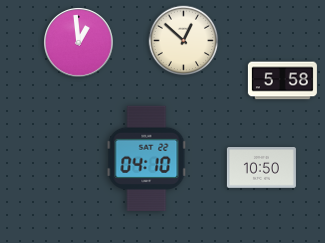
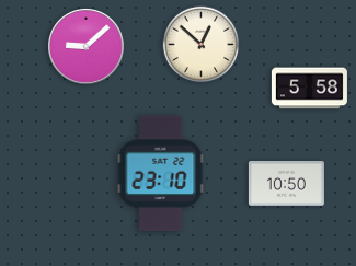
clock at (79, 43): 12:59 -> 9:08
clock at (147, 158): 04:10 -> 23:10
